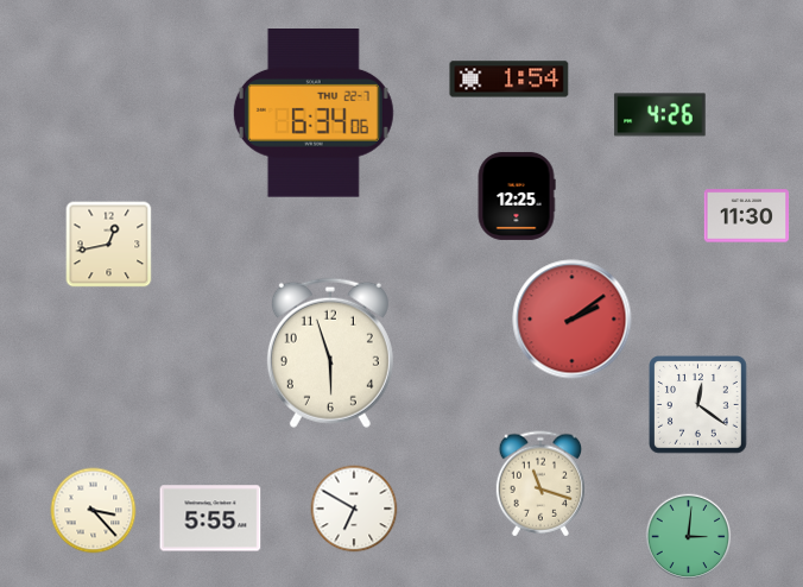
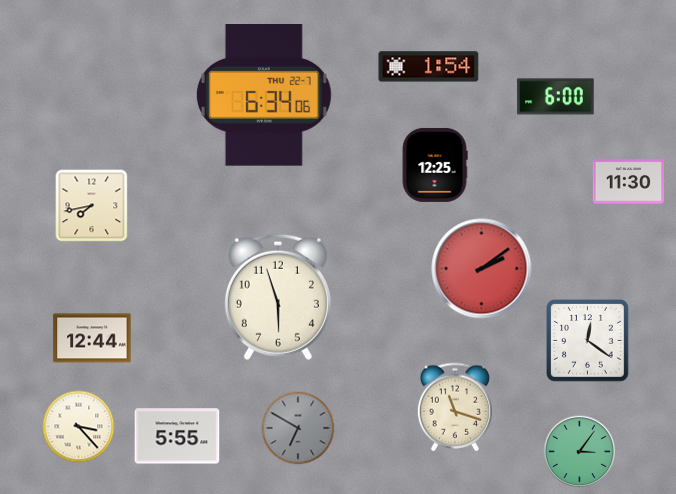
clock at (660, 115): 4:26 -> 6:00
clock at (109, 245): 12:43 -> 7:43
clock at (92, 338): none -> 12:44
clock at (354, 509) dial: white -> grey
clock at (94, 511) position: (94, 511) -> (79, 427)
clock at (689, 537): 3:01 -> 3:06
